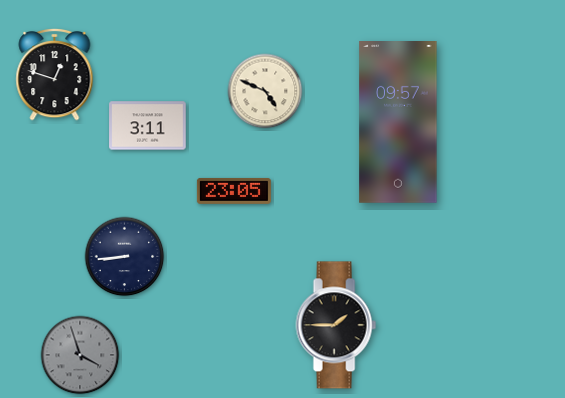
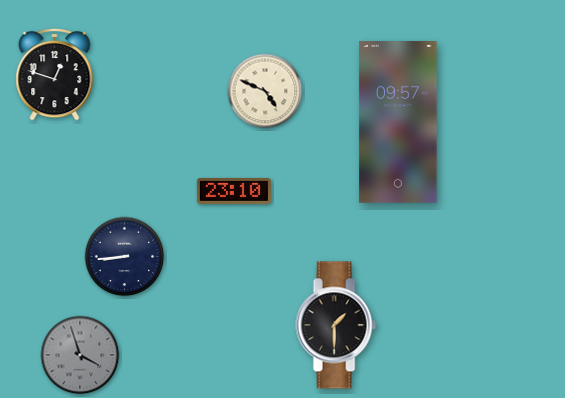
clock at (148, 126): 3:11 -> none
clock at (234, 191): 23:05 -> 23:10
clock at (336, 325): 1:45 -> 1:30
